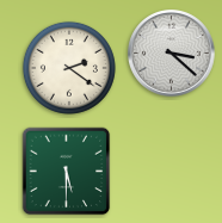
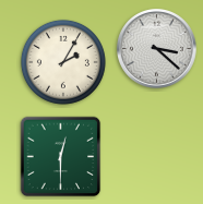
clock at (69, 68): 2:21 -> 2:05
clock at (67, 172): 5:30 -> 12:30
